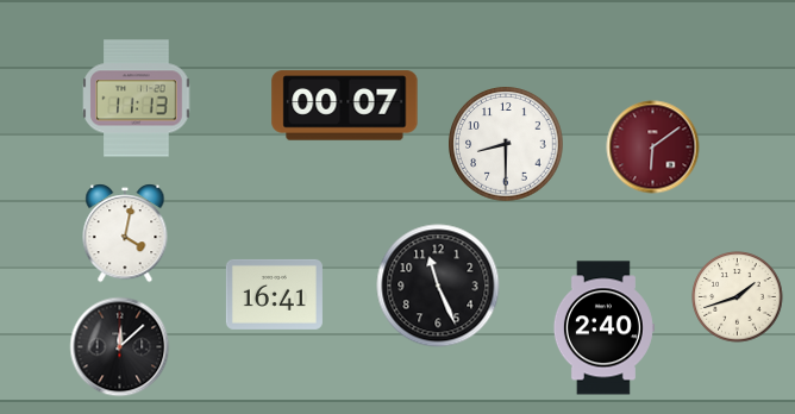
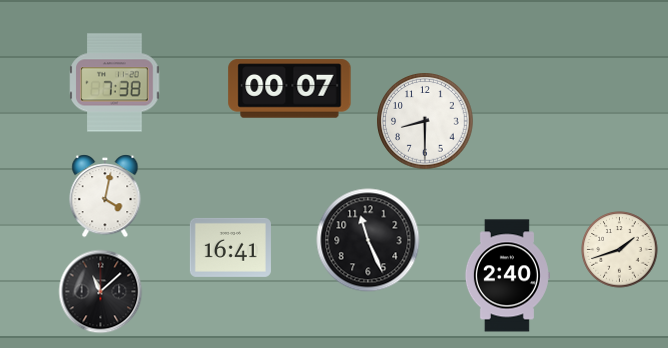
clock at (137, 99): 11:13 -> 7:38
clock at (653, 148): 6:09 -> none
clock at (120, 347): 12:08 -> 11:08
